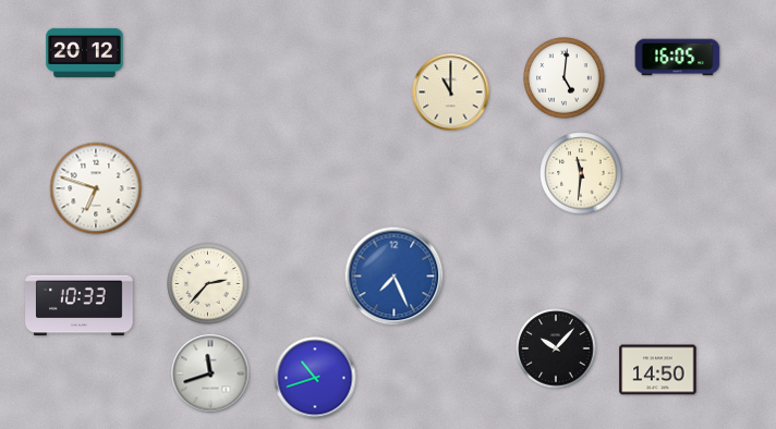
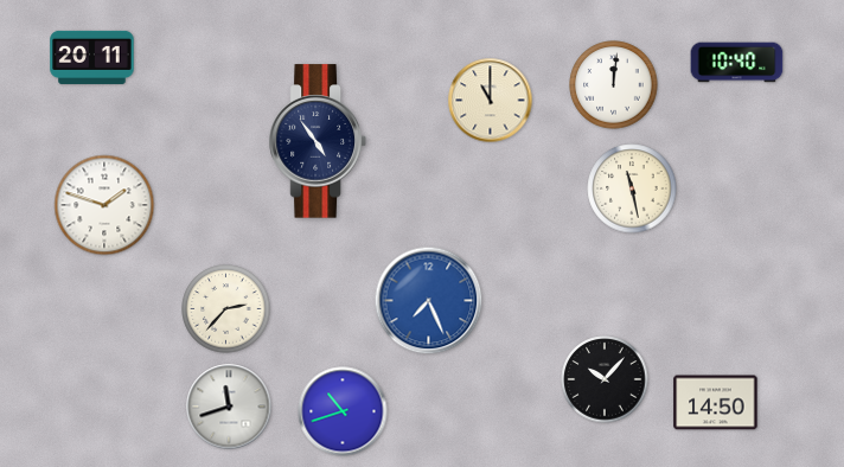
clock at (85, 52): 20:12 -> 20:11
clock at (678, 58): 16:05 -> 10:40
clock at (565, 78): 5:01 -> 12:01
clock at (318, 141): none -> 4:54
clock at (581, 173): 11:31 -> 11:28
clock at (96, 188): 6:48 -> 1:48
clock at (80, 306): 10:33 -> none
